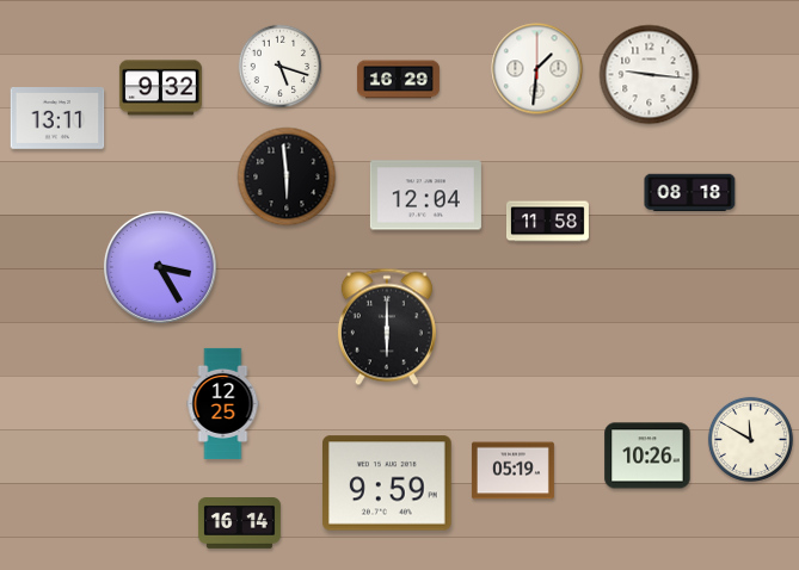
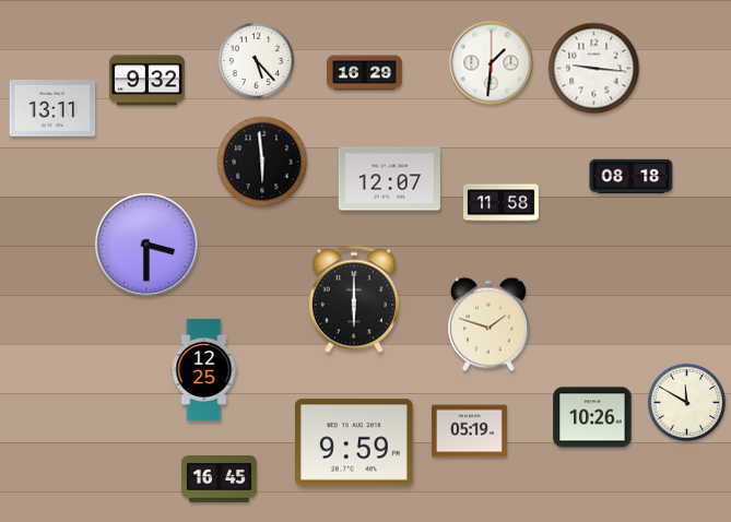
clock at (281, 67): 5:18 -> 5:23
clock at (425, 196): 12:04 -> 12:07
clock at (160, 267): 3:25 -> 3:30
clock at (490, 324): none -> 1:48
clock at (239, 523): 16:14 -> 16:45
